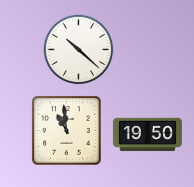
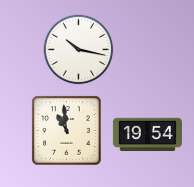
clock at (79, 50): 10:22 -> 10:17
clock at (147, 135): 19:50 -> 19:54
